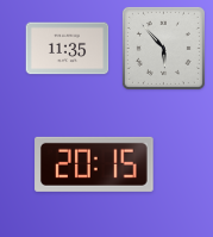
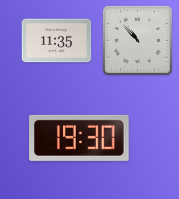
clock at (163, 48): 5:53 -> 10:53
clock at (94, 164): 20:15 -> 19:30
